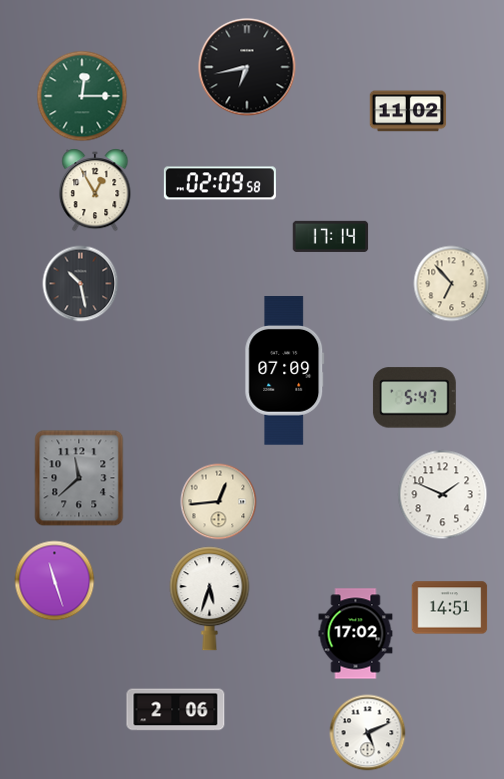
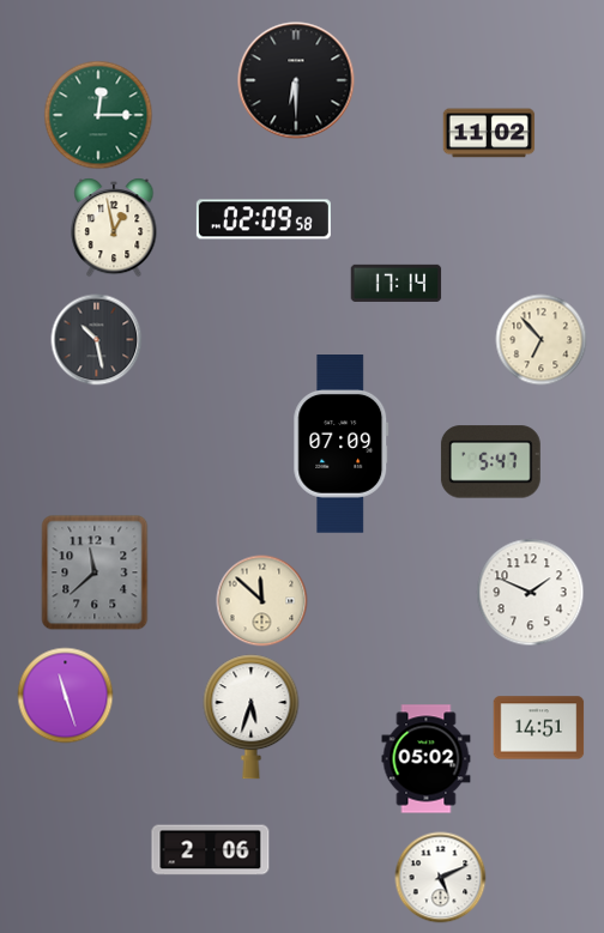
clock at (247, 67): 6:43 -> 6:30
clock at (95, 190): 12:55 -> 12:58
clock at (414, 398) position: (414, 398) -> (490, 462)
clock at (219, 502): 12:44 -> 11:52
clock at (356, 634): 17:02 -> 05:02
